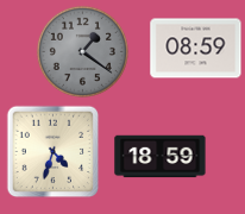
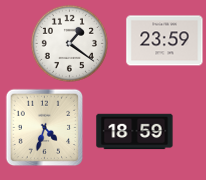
clock at (196, 49): 08:59 -> 23:59
clock at (82, 51) dial: grey -> white
